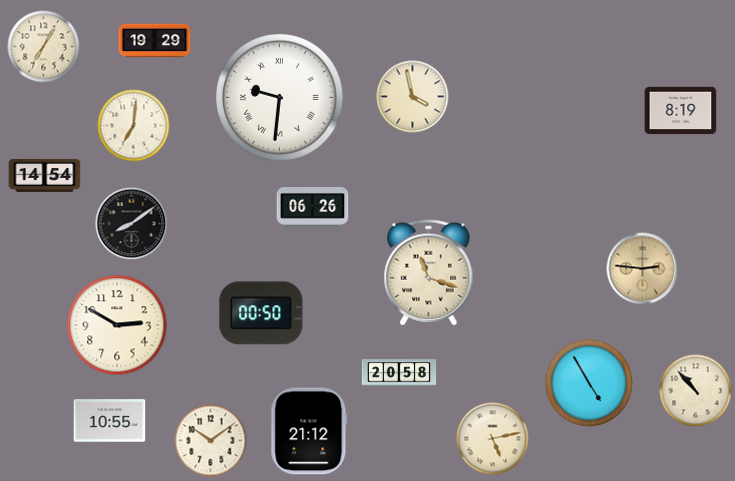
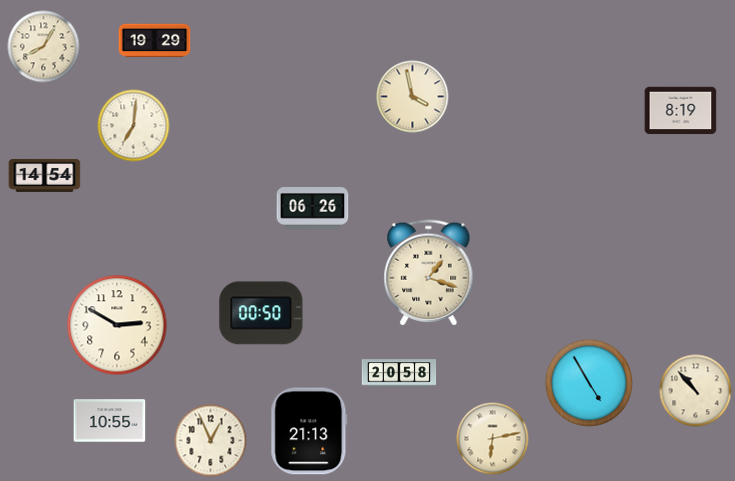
clock at (44, 47): 7:05 -> 8:05
clock at (279, 97): 9:31 -> none
clock at (132, 224): 8:09 -> none
clock at (643, 269): 2:46 -> none
clock at (429, 273): 11:18 -> 1:18
clock at (309, 431): 21:12 -> 21:13
clock at (493, 439): 5:13 -> 6:13
clock at (211, 441): 10:09 -> 12:56
